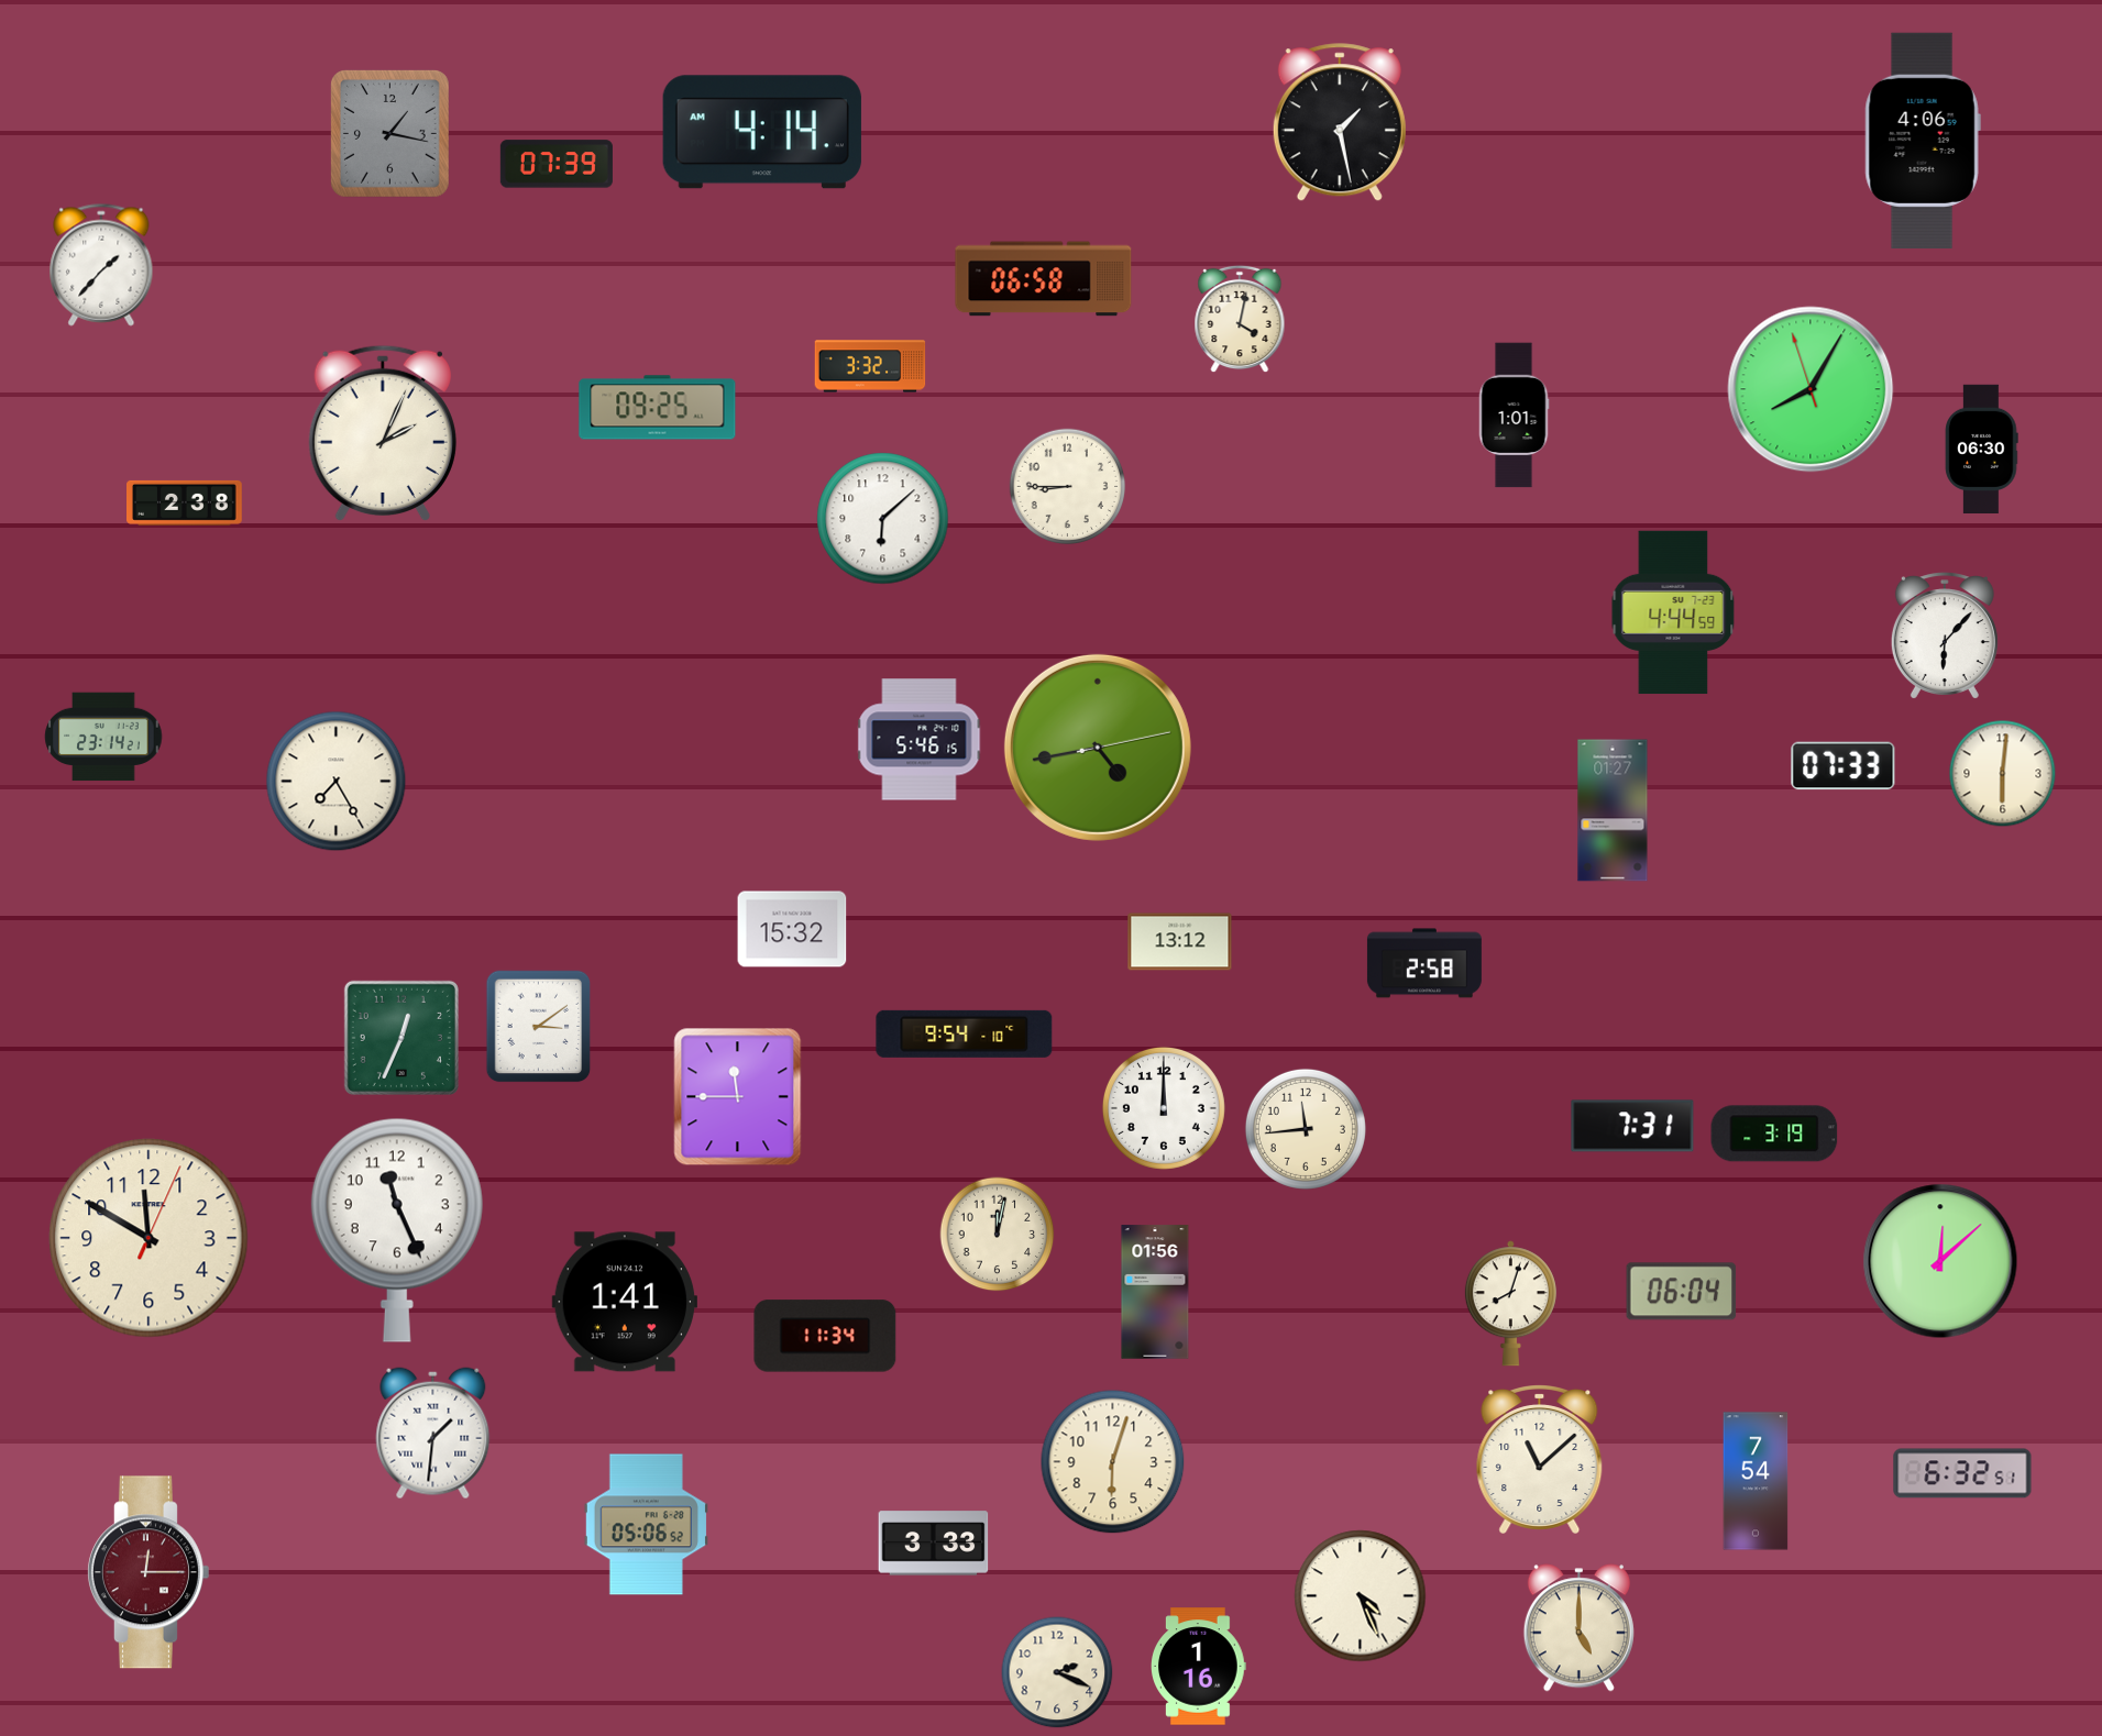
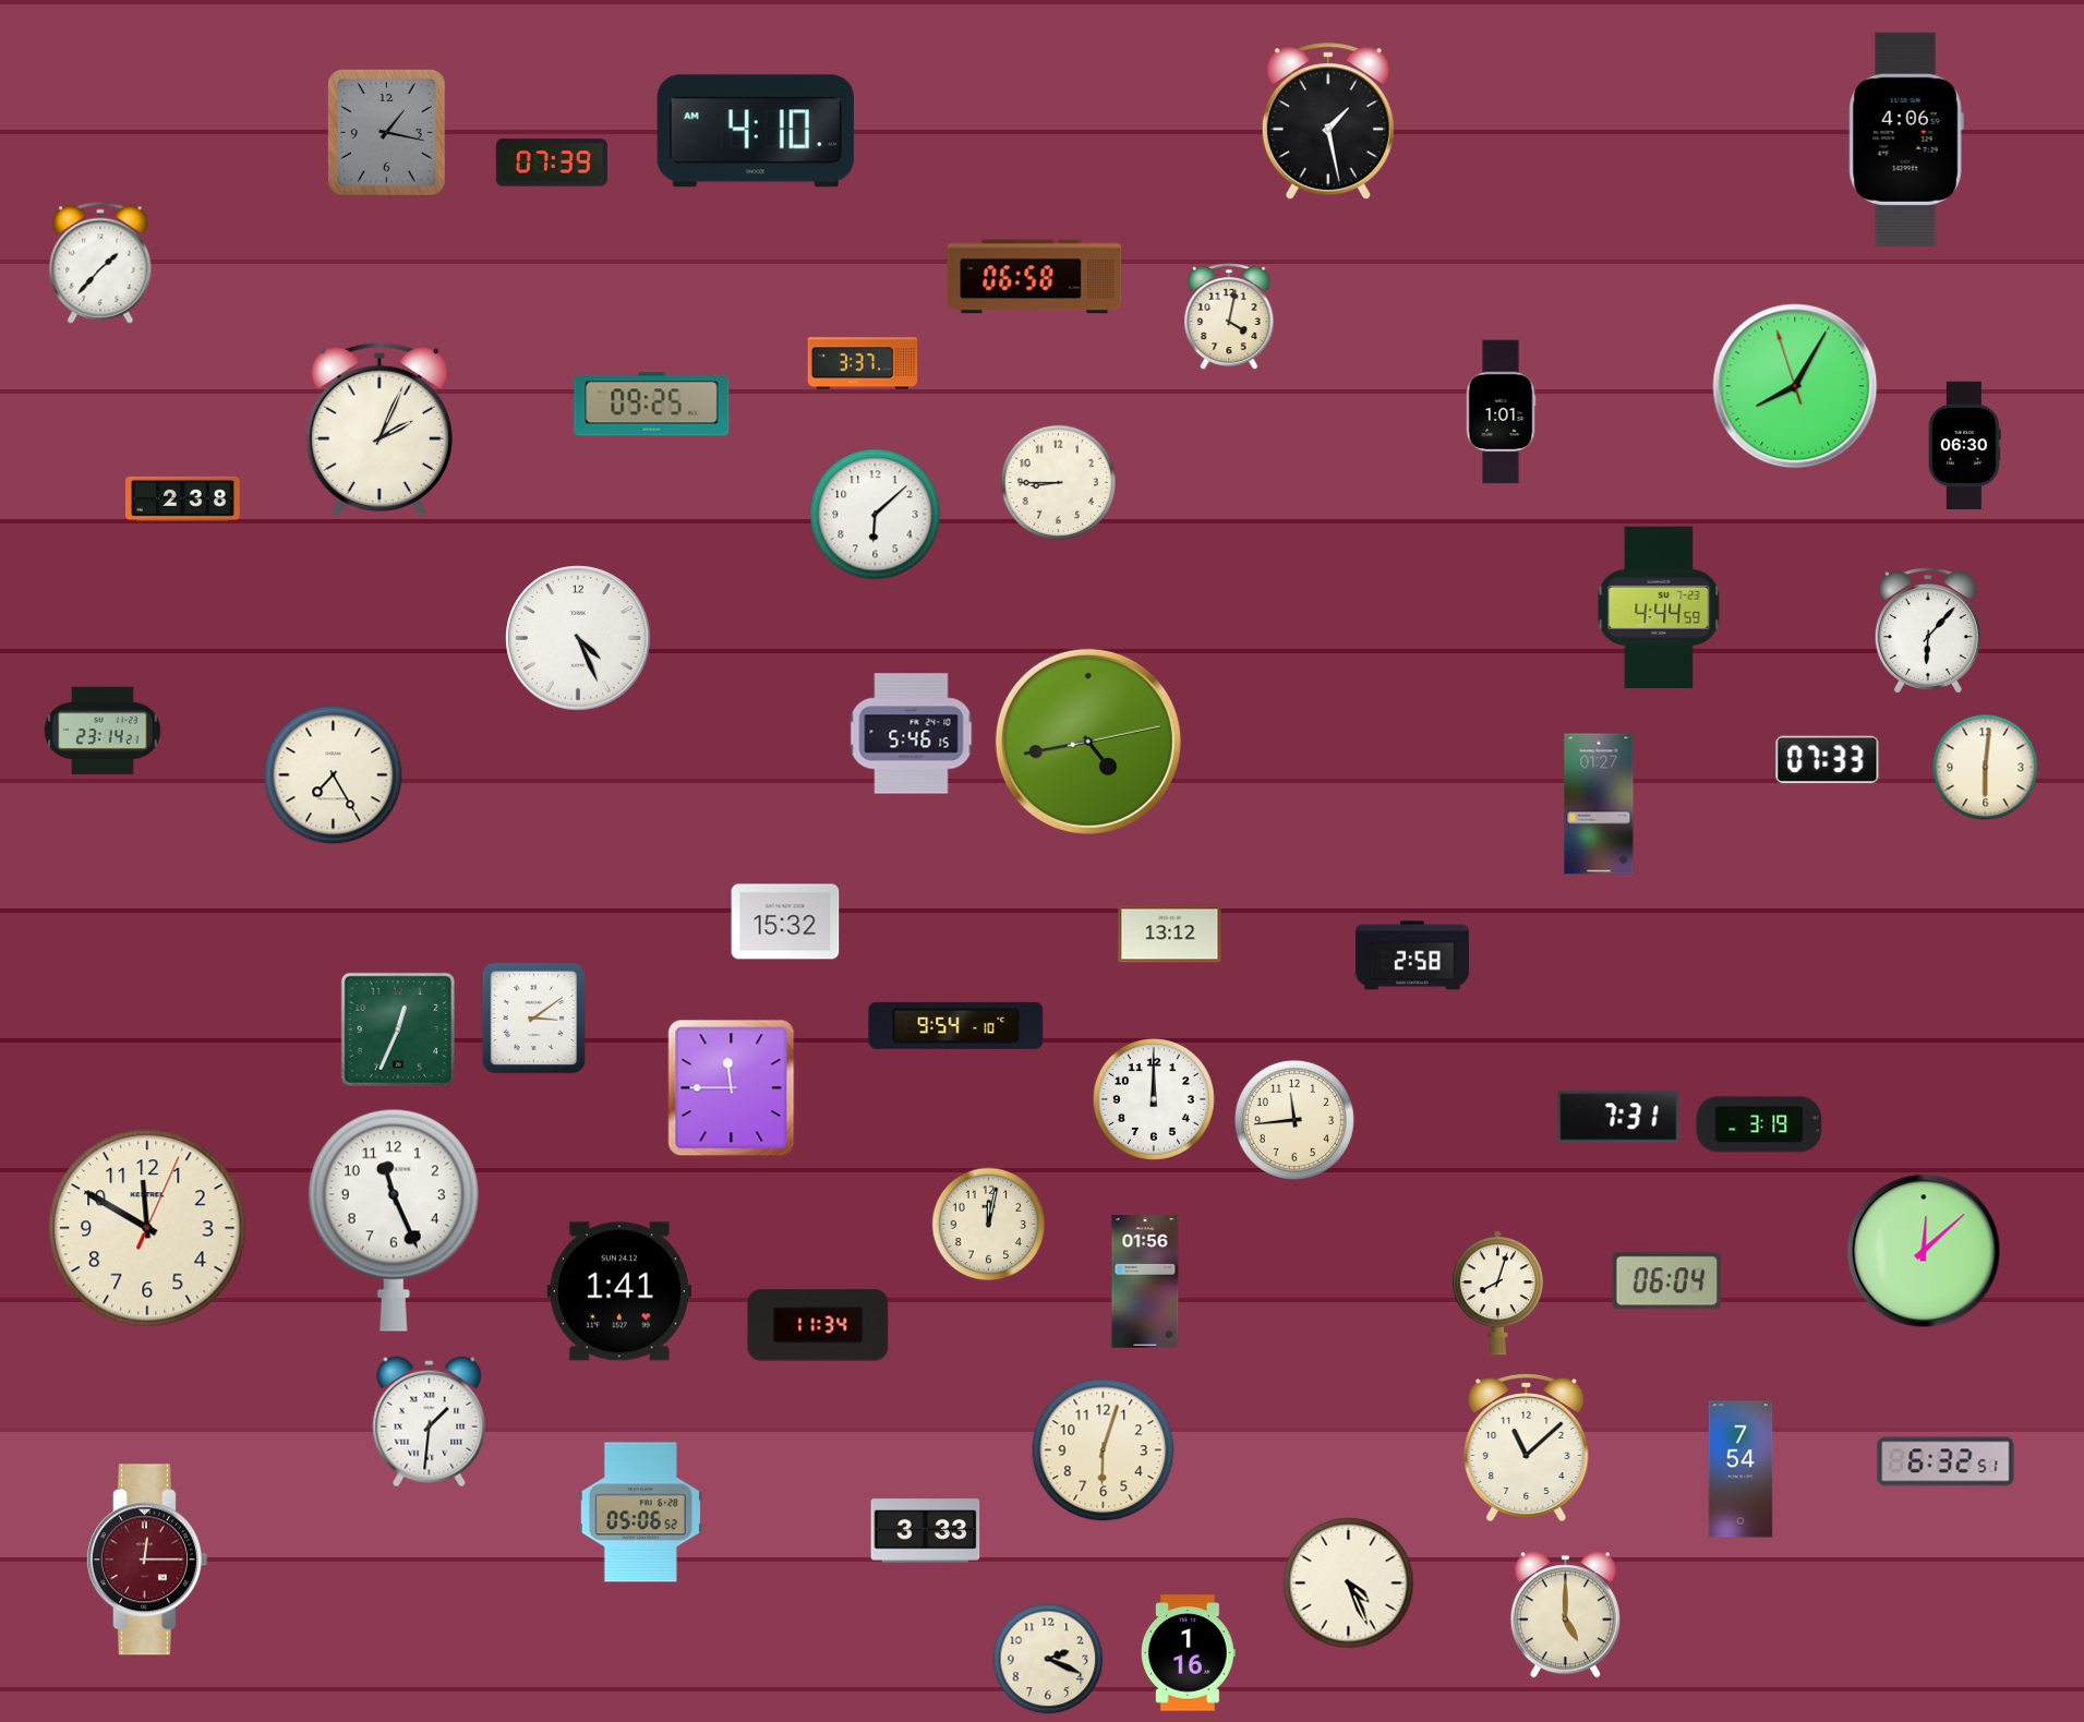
clock at (762, 132): 4:14 -> 4:10
clock at (870, 366): 3:32 -> 3:37
clock at (578, 638): none -> 4:26
